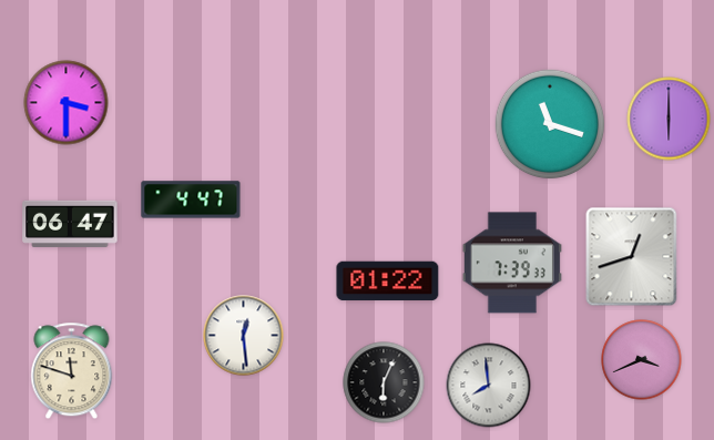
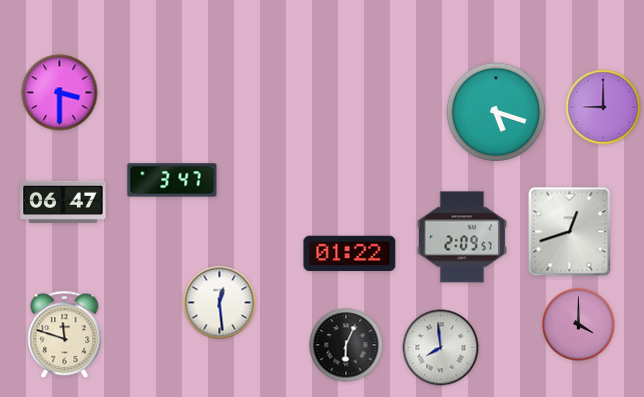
clock at (669, 119): 6:00 -> 9:00
clock at (550, 124): 11:18 -> 5:18
clock at (191, 199): 4:47 -> 3:47
clock at (512, 263): 7:39 -> 2:09
clock at (642, 360): 3:41 -> 4:00
